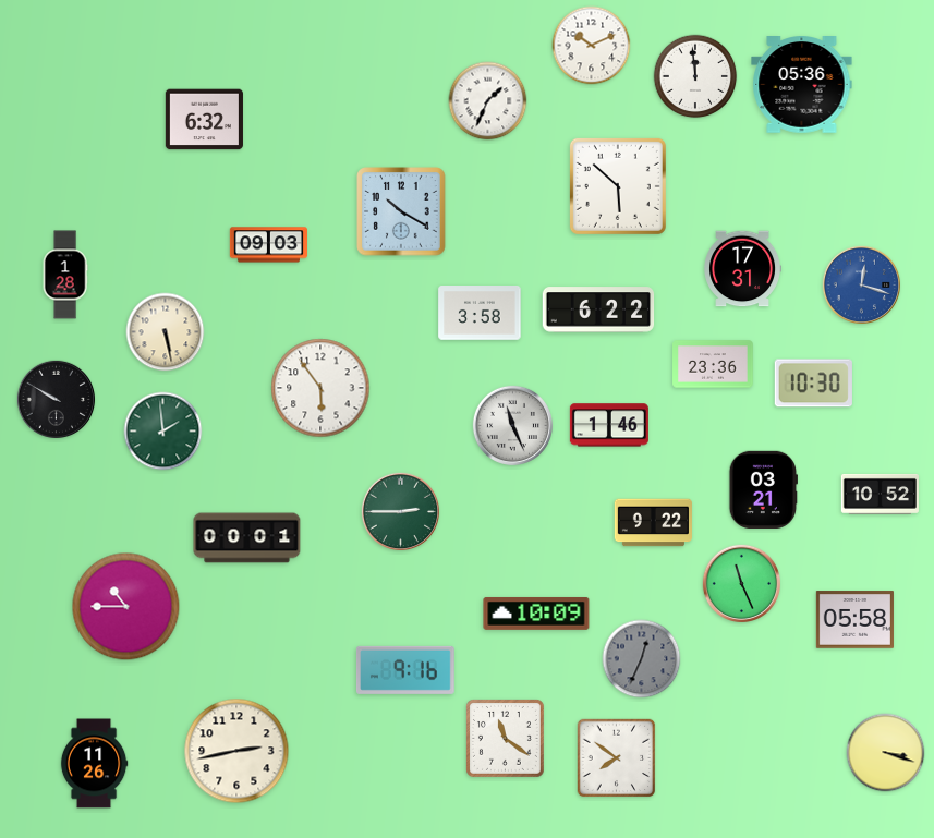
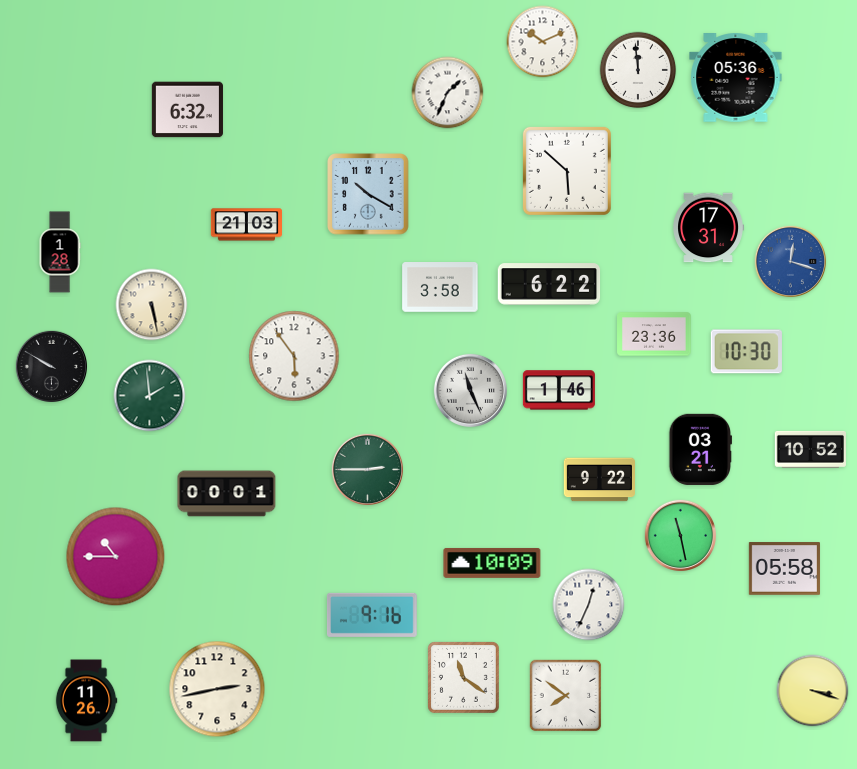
clock at (268, 245): 09:03 -> 21:03
clock at (742, 269) position: (742, 269) -> (708, 228)
clock at (880, 494) position: (880, 494) -> (810, 449)
clock at (741, 583): 11:26 -> 11:28
clock at (642, 659) dial: grey -> white
